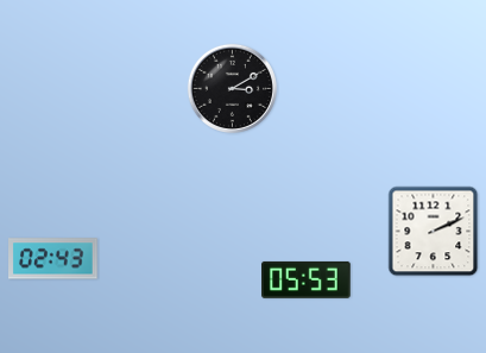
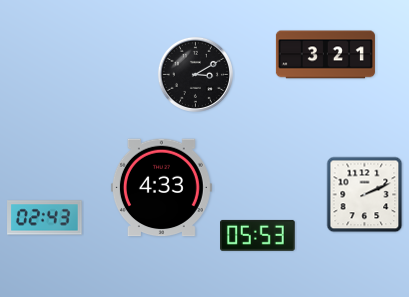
clock at (325, 55): none -> 3:21
clock at (161, 188): none -> 4:33
